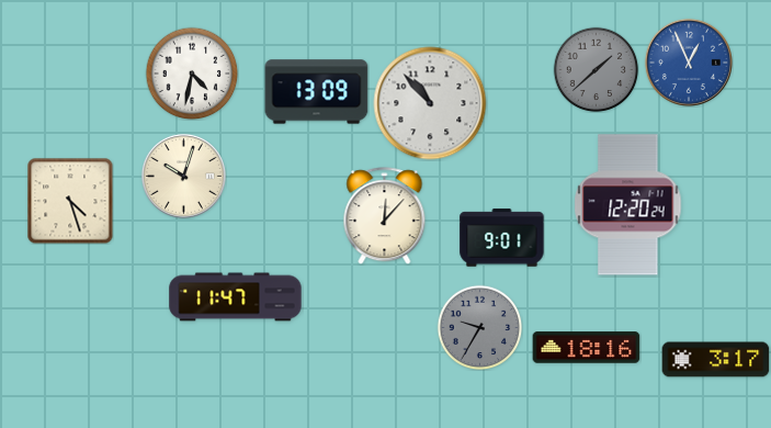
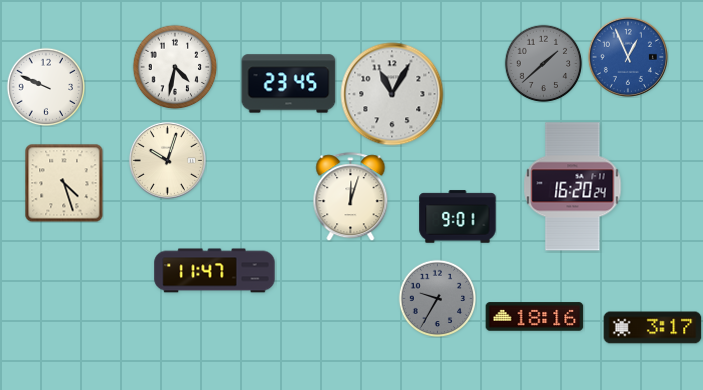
clock at (317, 92): 13:09 -> 23:45
clock at (46, 87): none -> 9:49
clock at (430, 103): 10:53 -> 11:05
clock at (628, 205): 12:20 -> 16:20
clock at (385, 216): 12:07 -> 12:03
